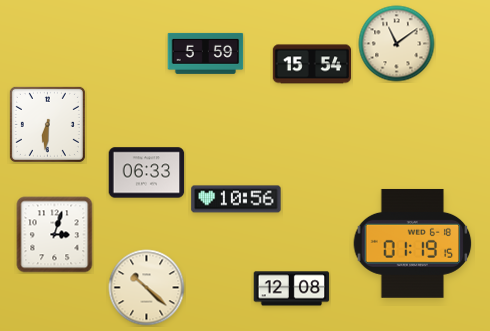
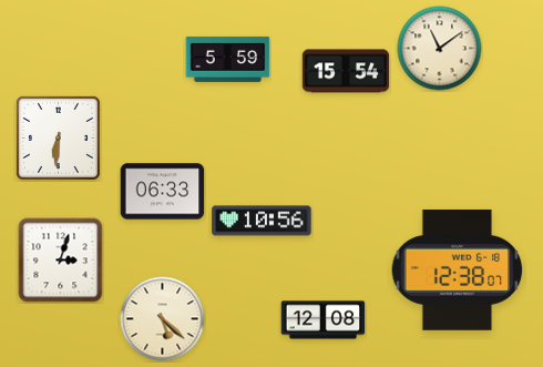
clock at (47, 124) position: (47, 124) -> (58, 137)
clock at (413, 243): 01:19 -> 12:38
clock at (147, 288): 10:22 -> 5:22
